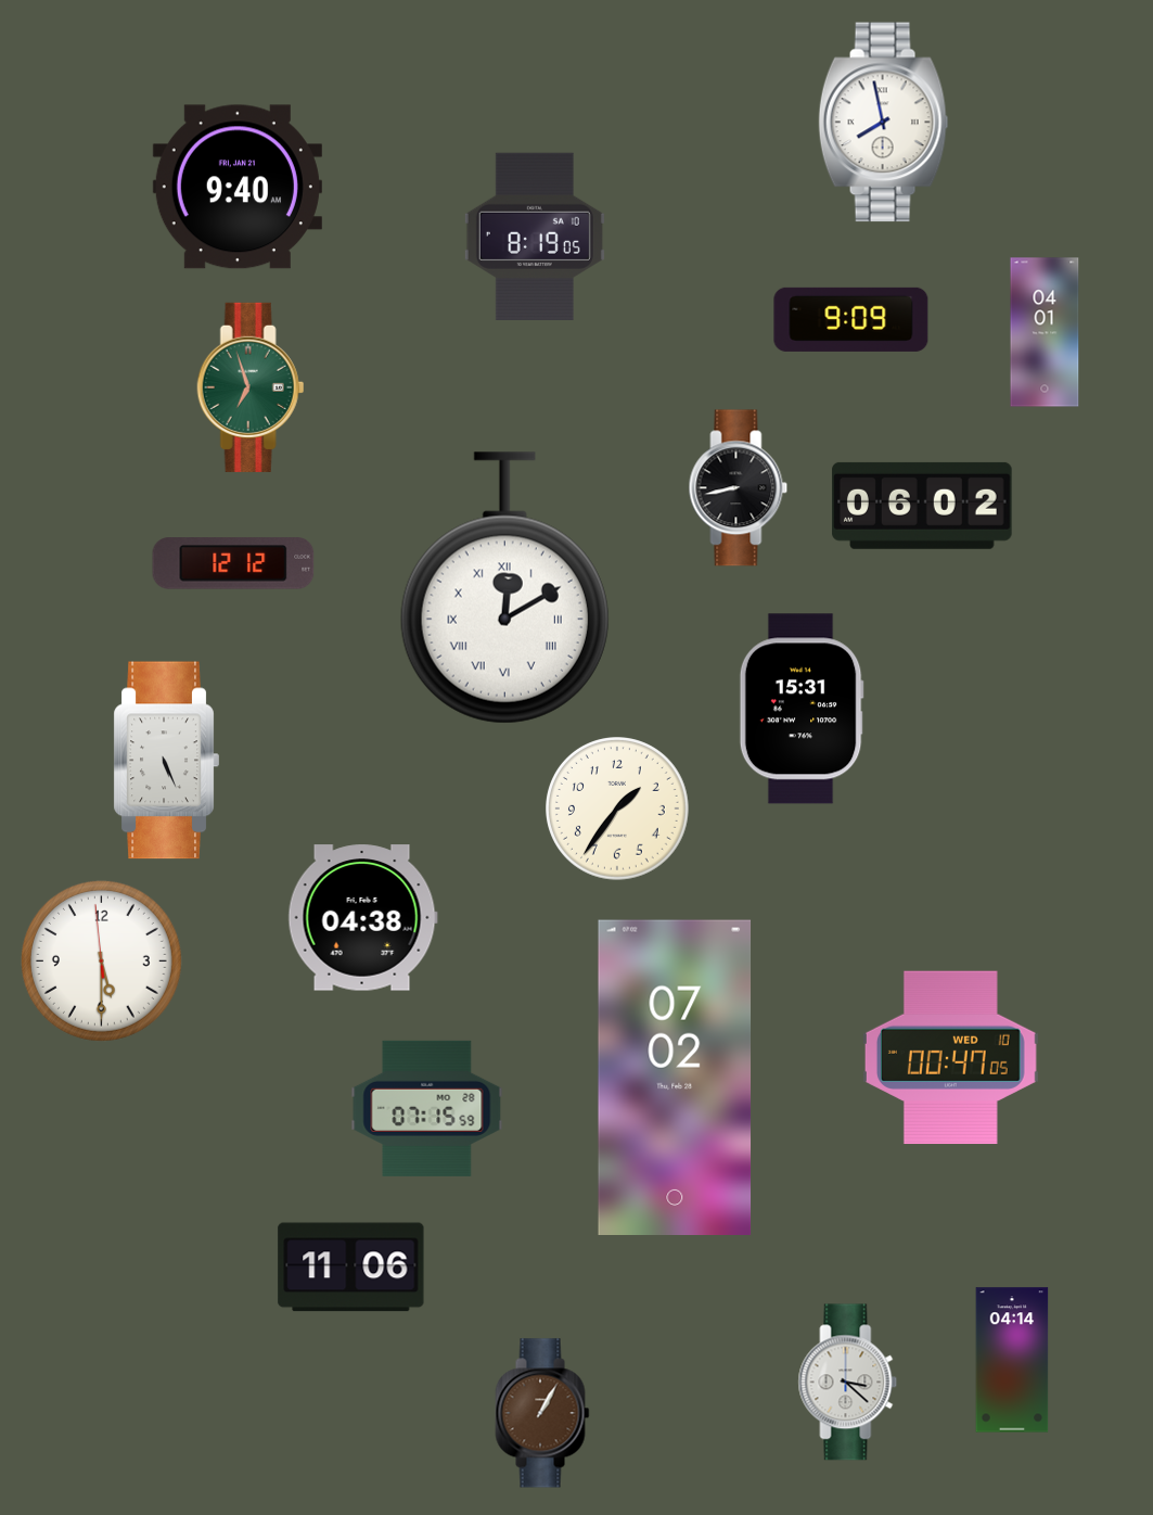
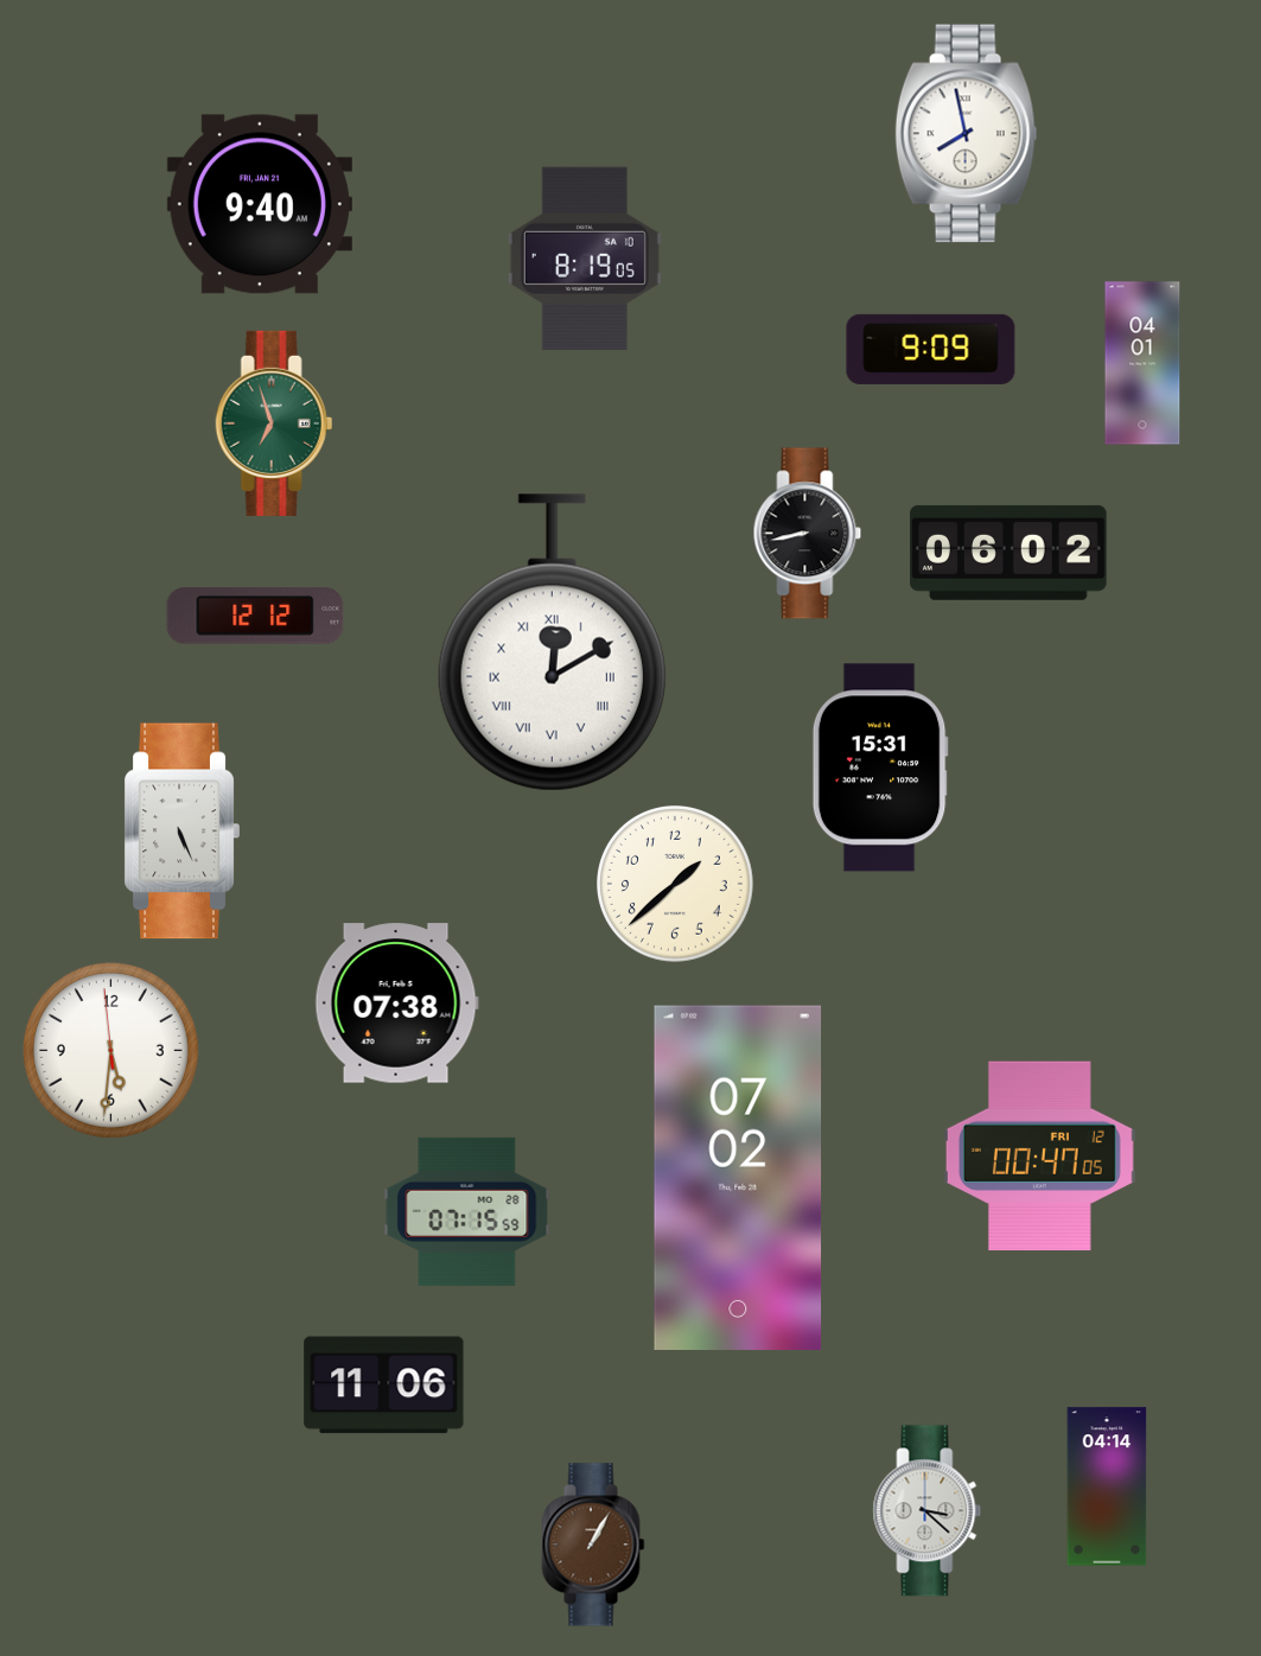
clock at (802, 709) position: (802, 709) -> (880, 768)
clock at (618, 810): 1:36 -> 1:38
clock at (362, 918): 04:38 -> 07:38
clock at (101, 960): 5:29 -> 5:30
clock at (950, 1058) date: WED 10 -> FRI 12
